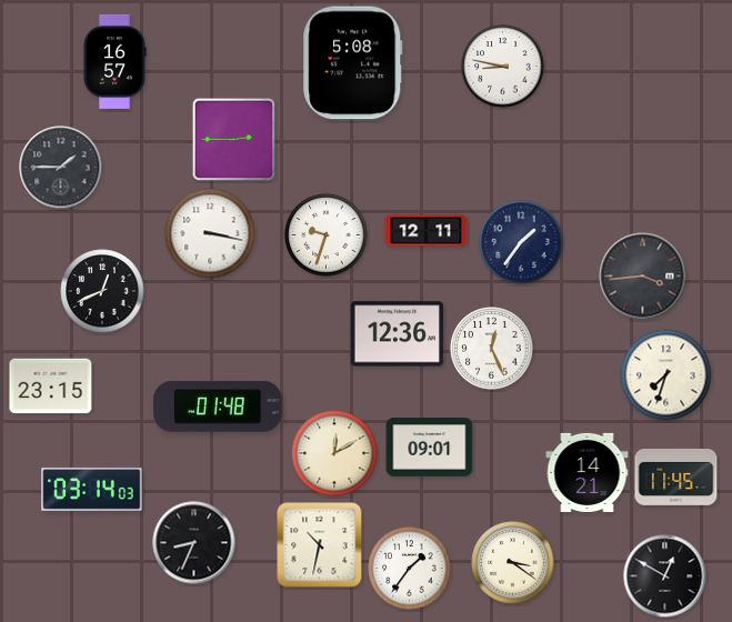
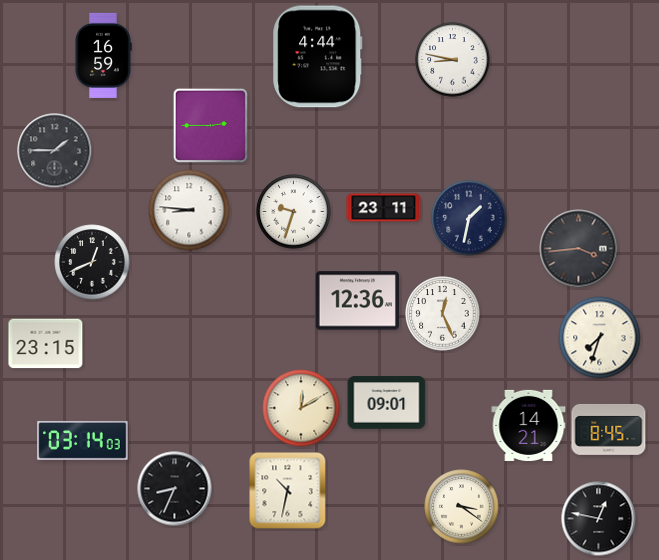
clock at (114, 61): 16:57 -> 16:59
clock at (353, 63): 5:08 -> 4:44
clock at (427, 231): 12:11 -> 23:11
clock at (210, 233): 3:17 -> 8:46
clock at (521, 242): 1:36 -> 1:32
clock at (51, 387) position: (51, 387) -> (46, 344)
clock at (218, 408): 01:48 -> none
clock at (676, 476): 11:45 -> 8:45
clock at (410, 569): 1:36 -> none
clock at (665, 576): 12:50 -> 12:47
